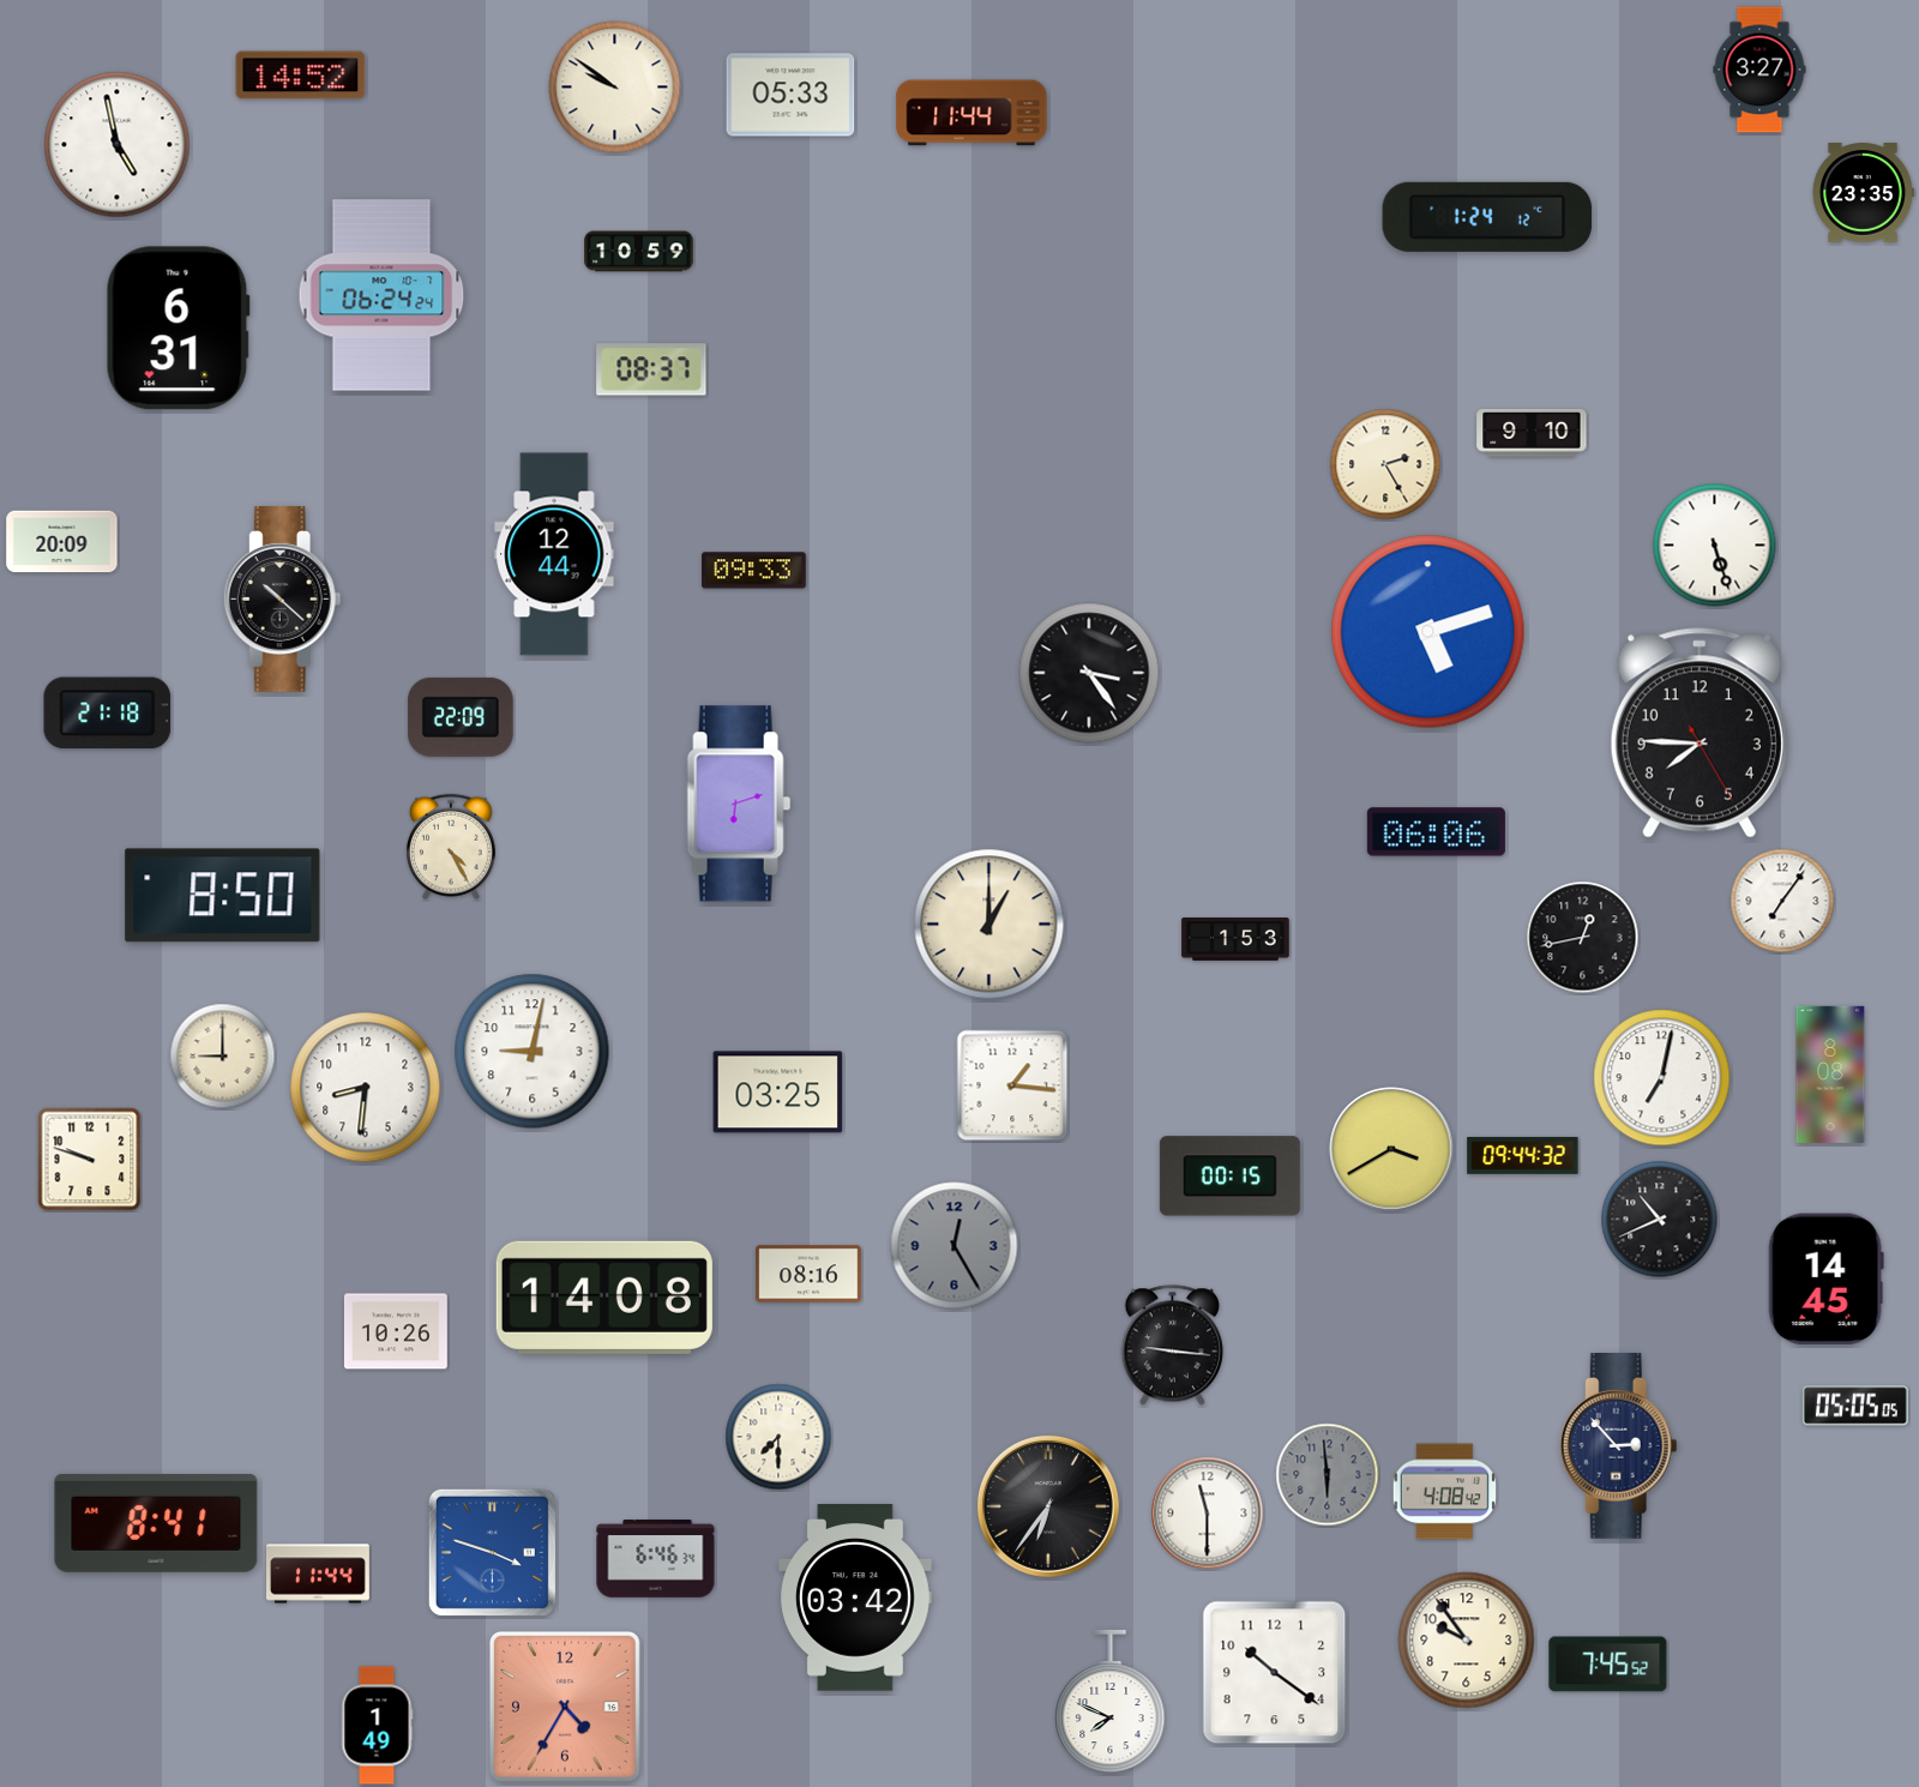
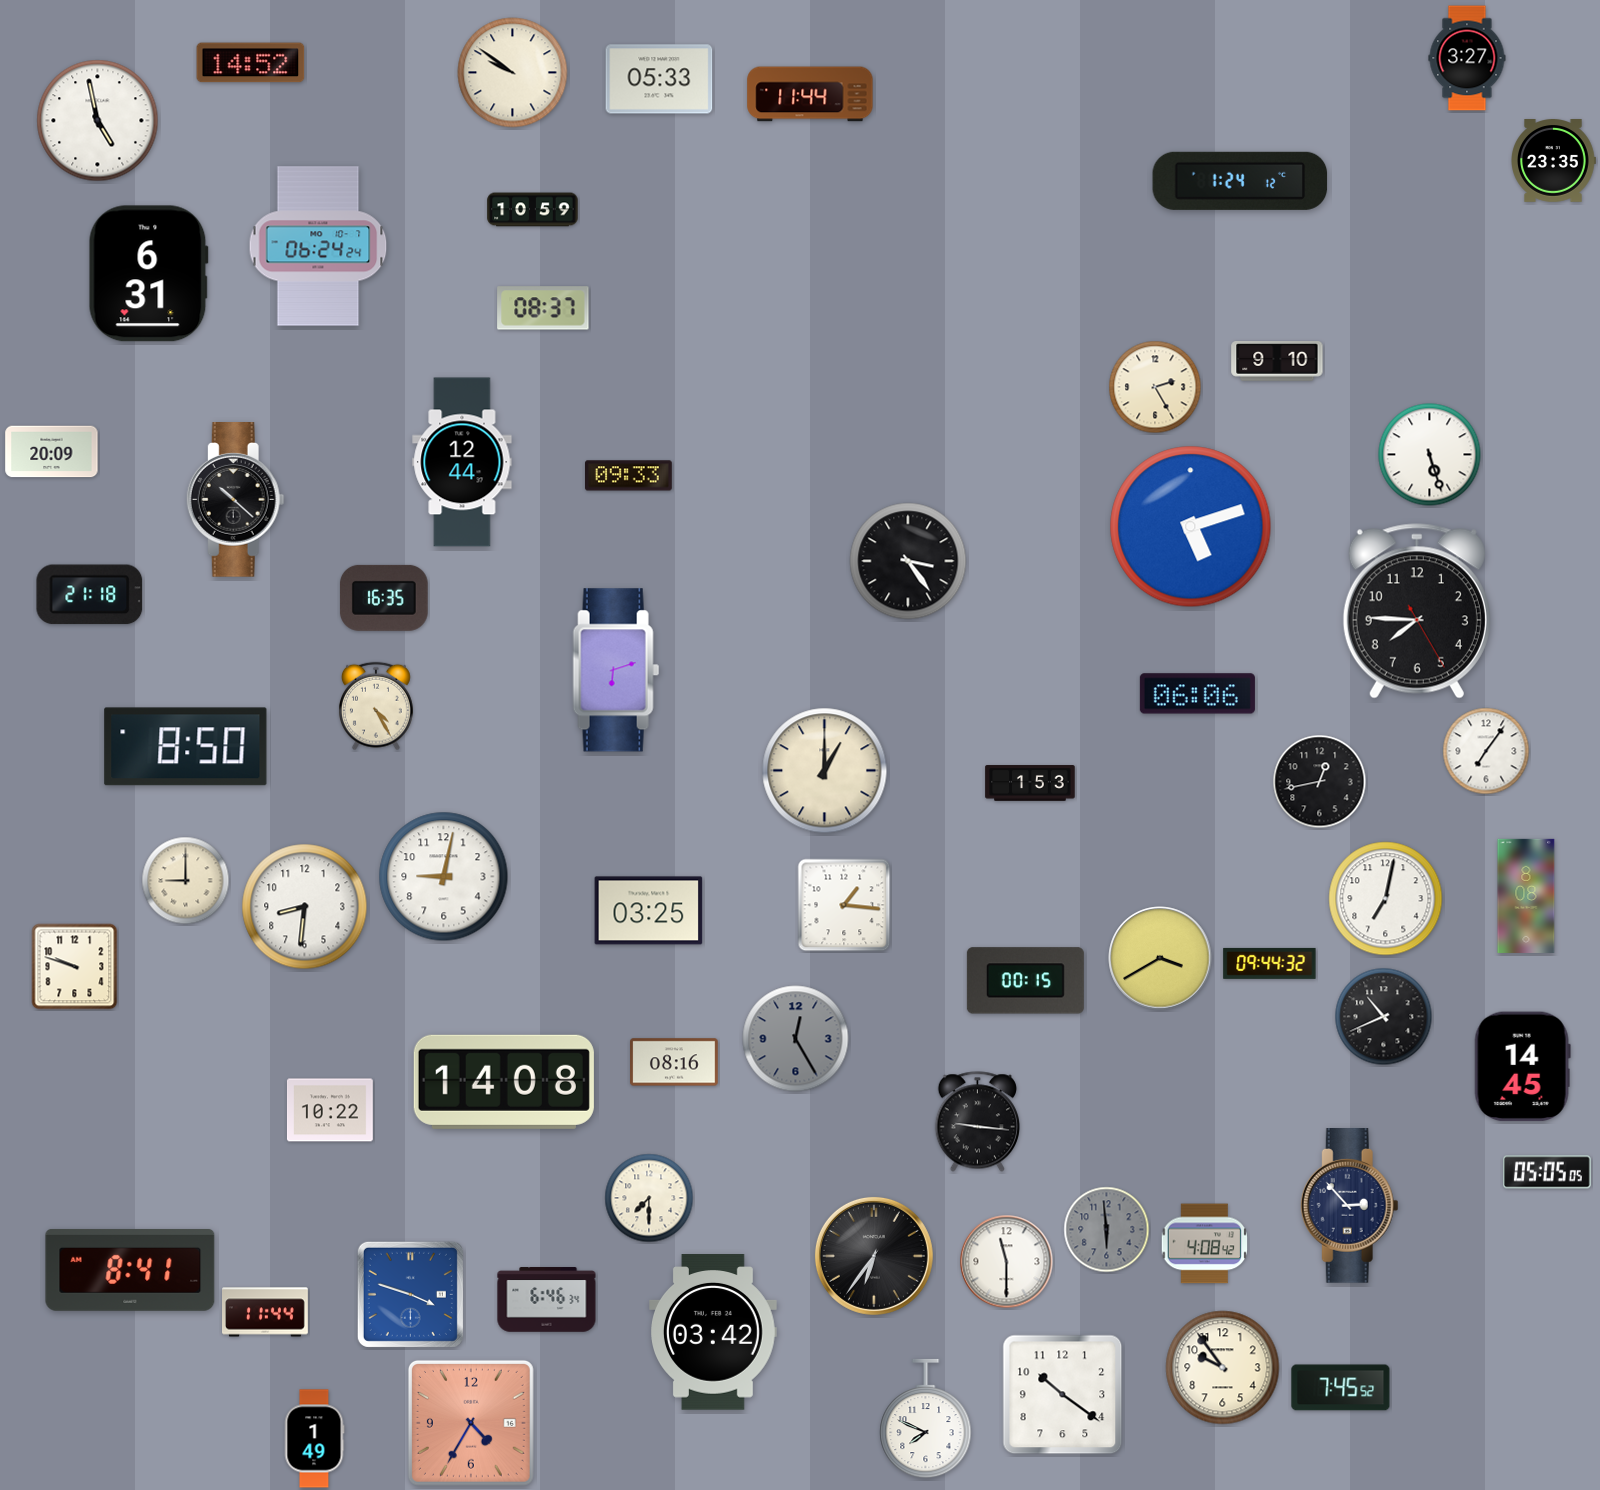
clock at (461, 717): 22:09 -> 16:35
clock at (396, 1331): 10:26 -> 10:22
